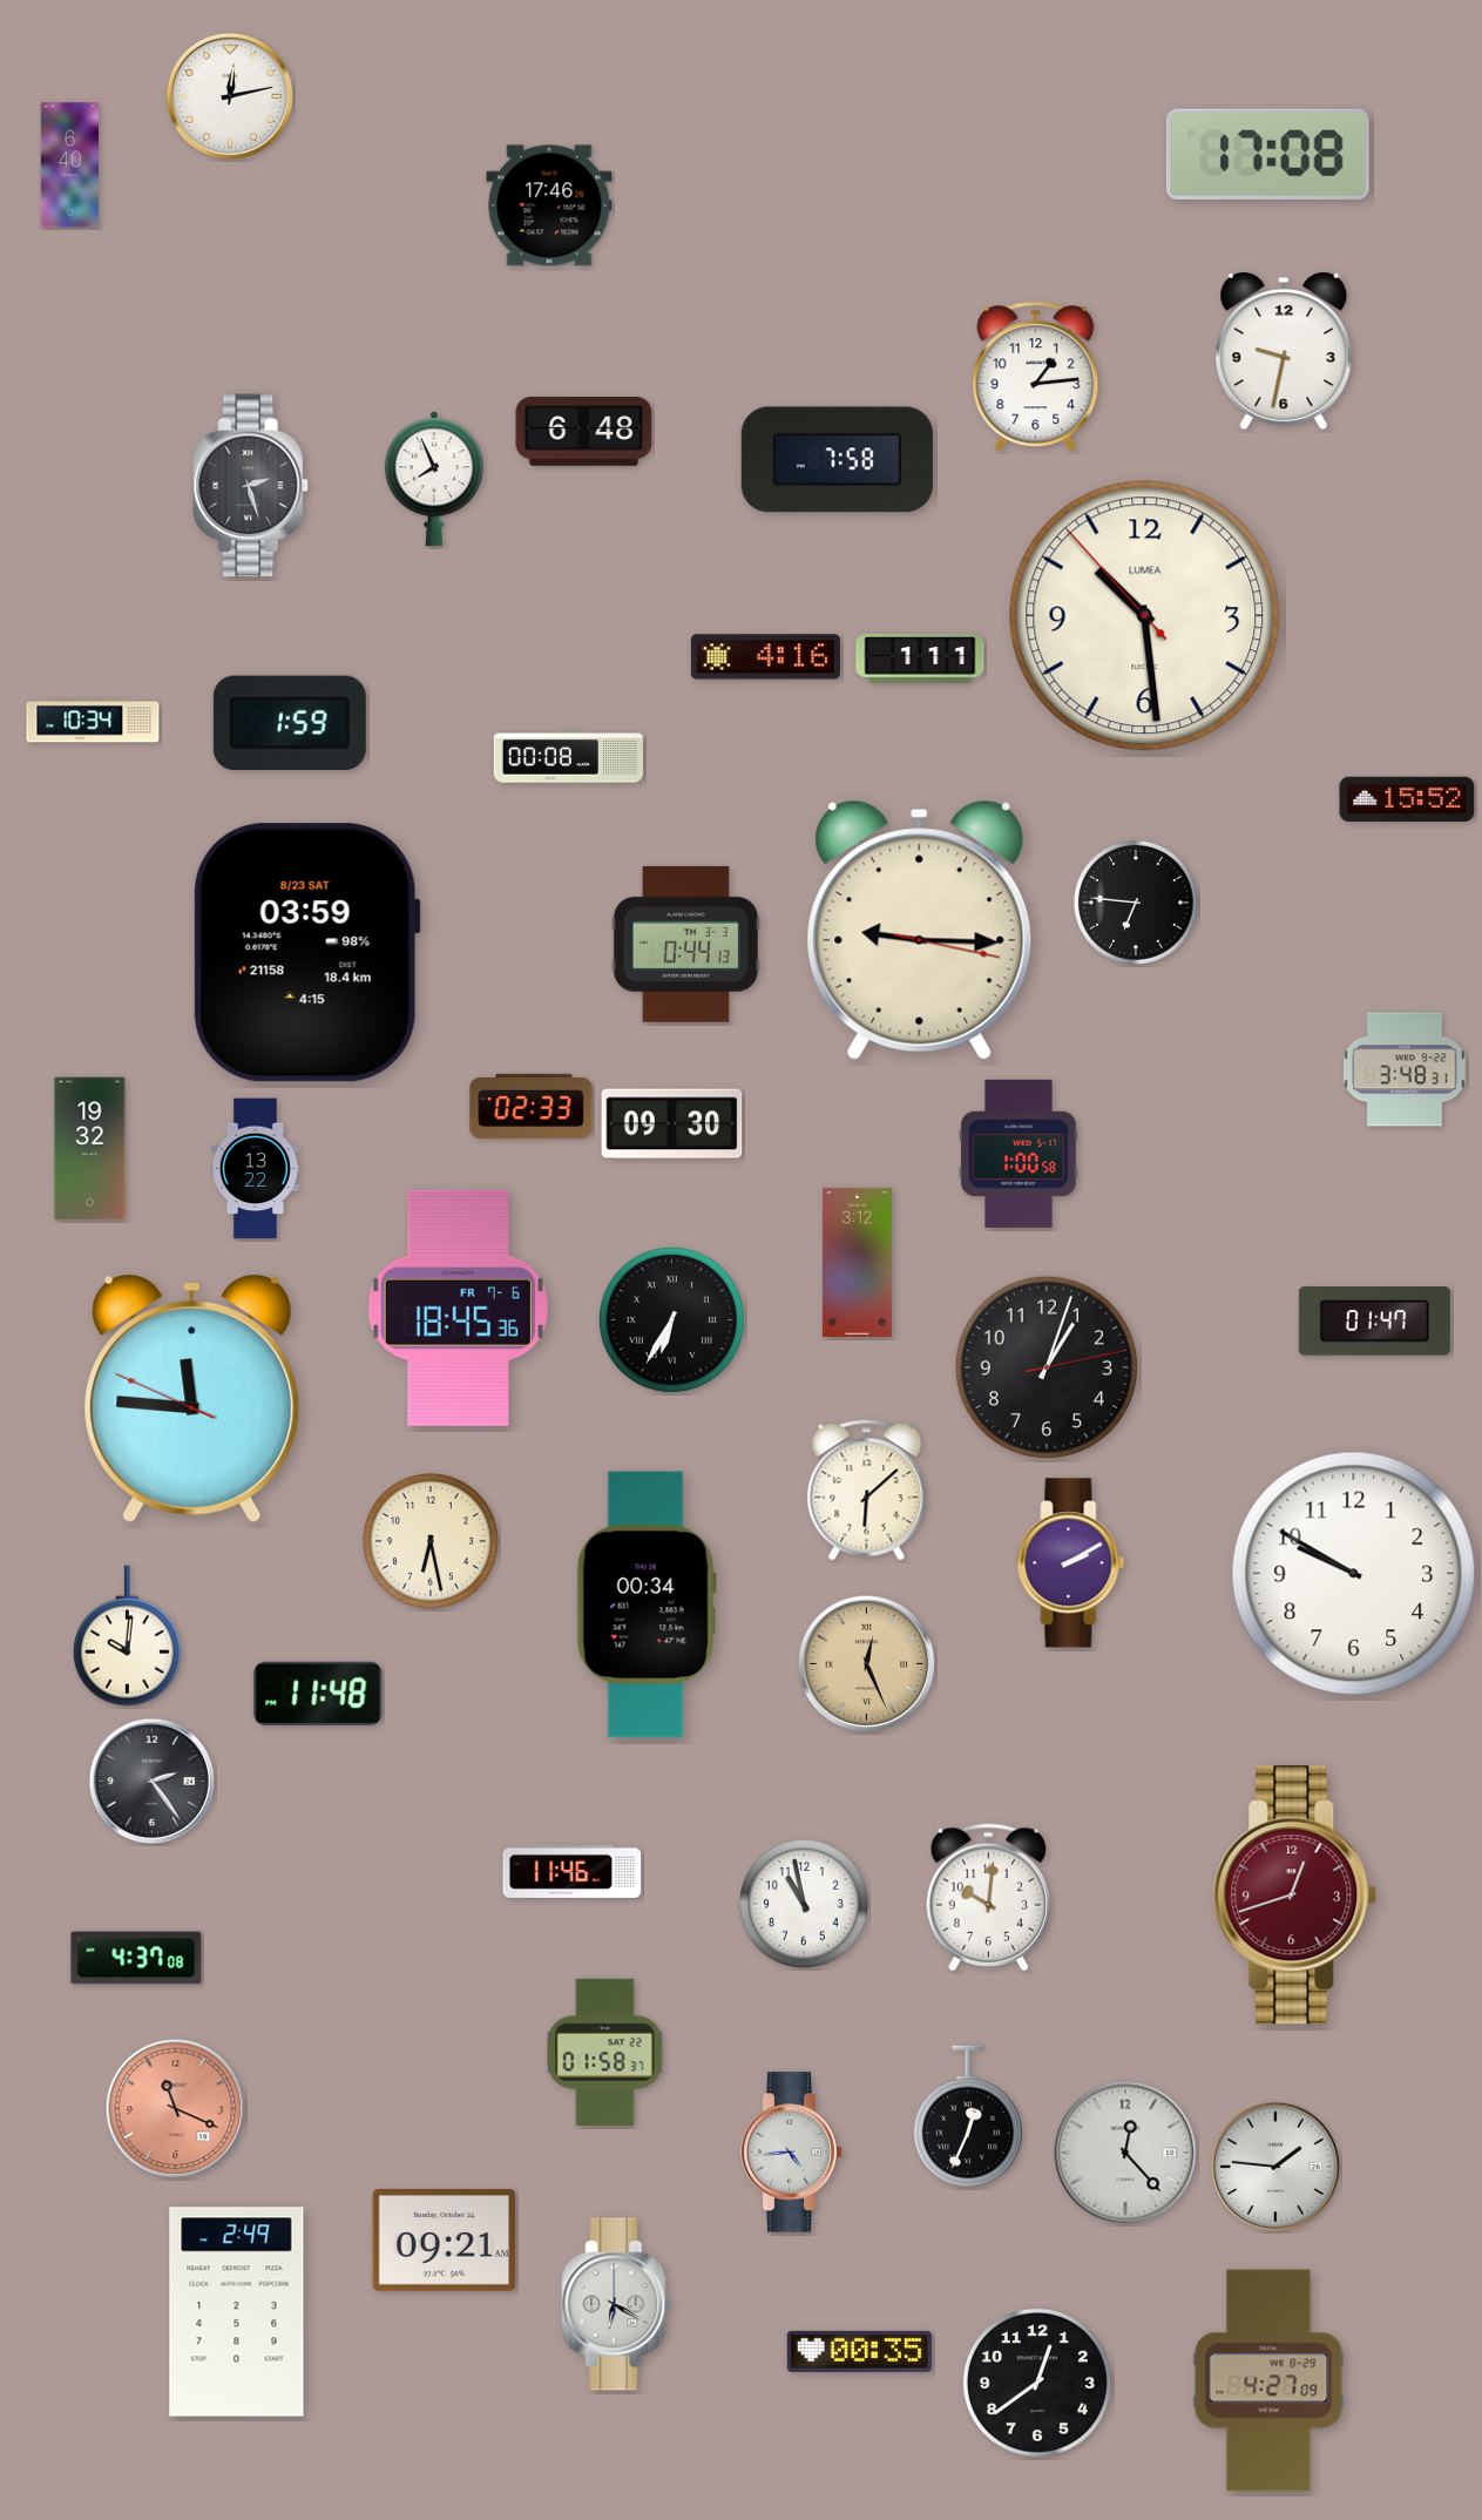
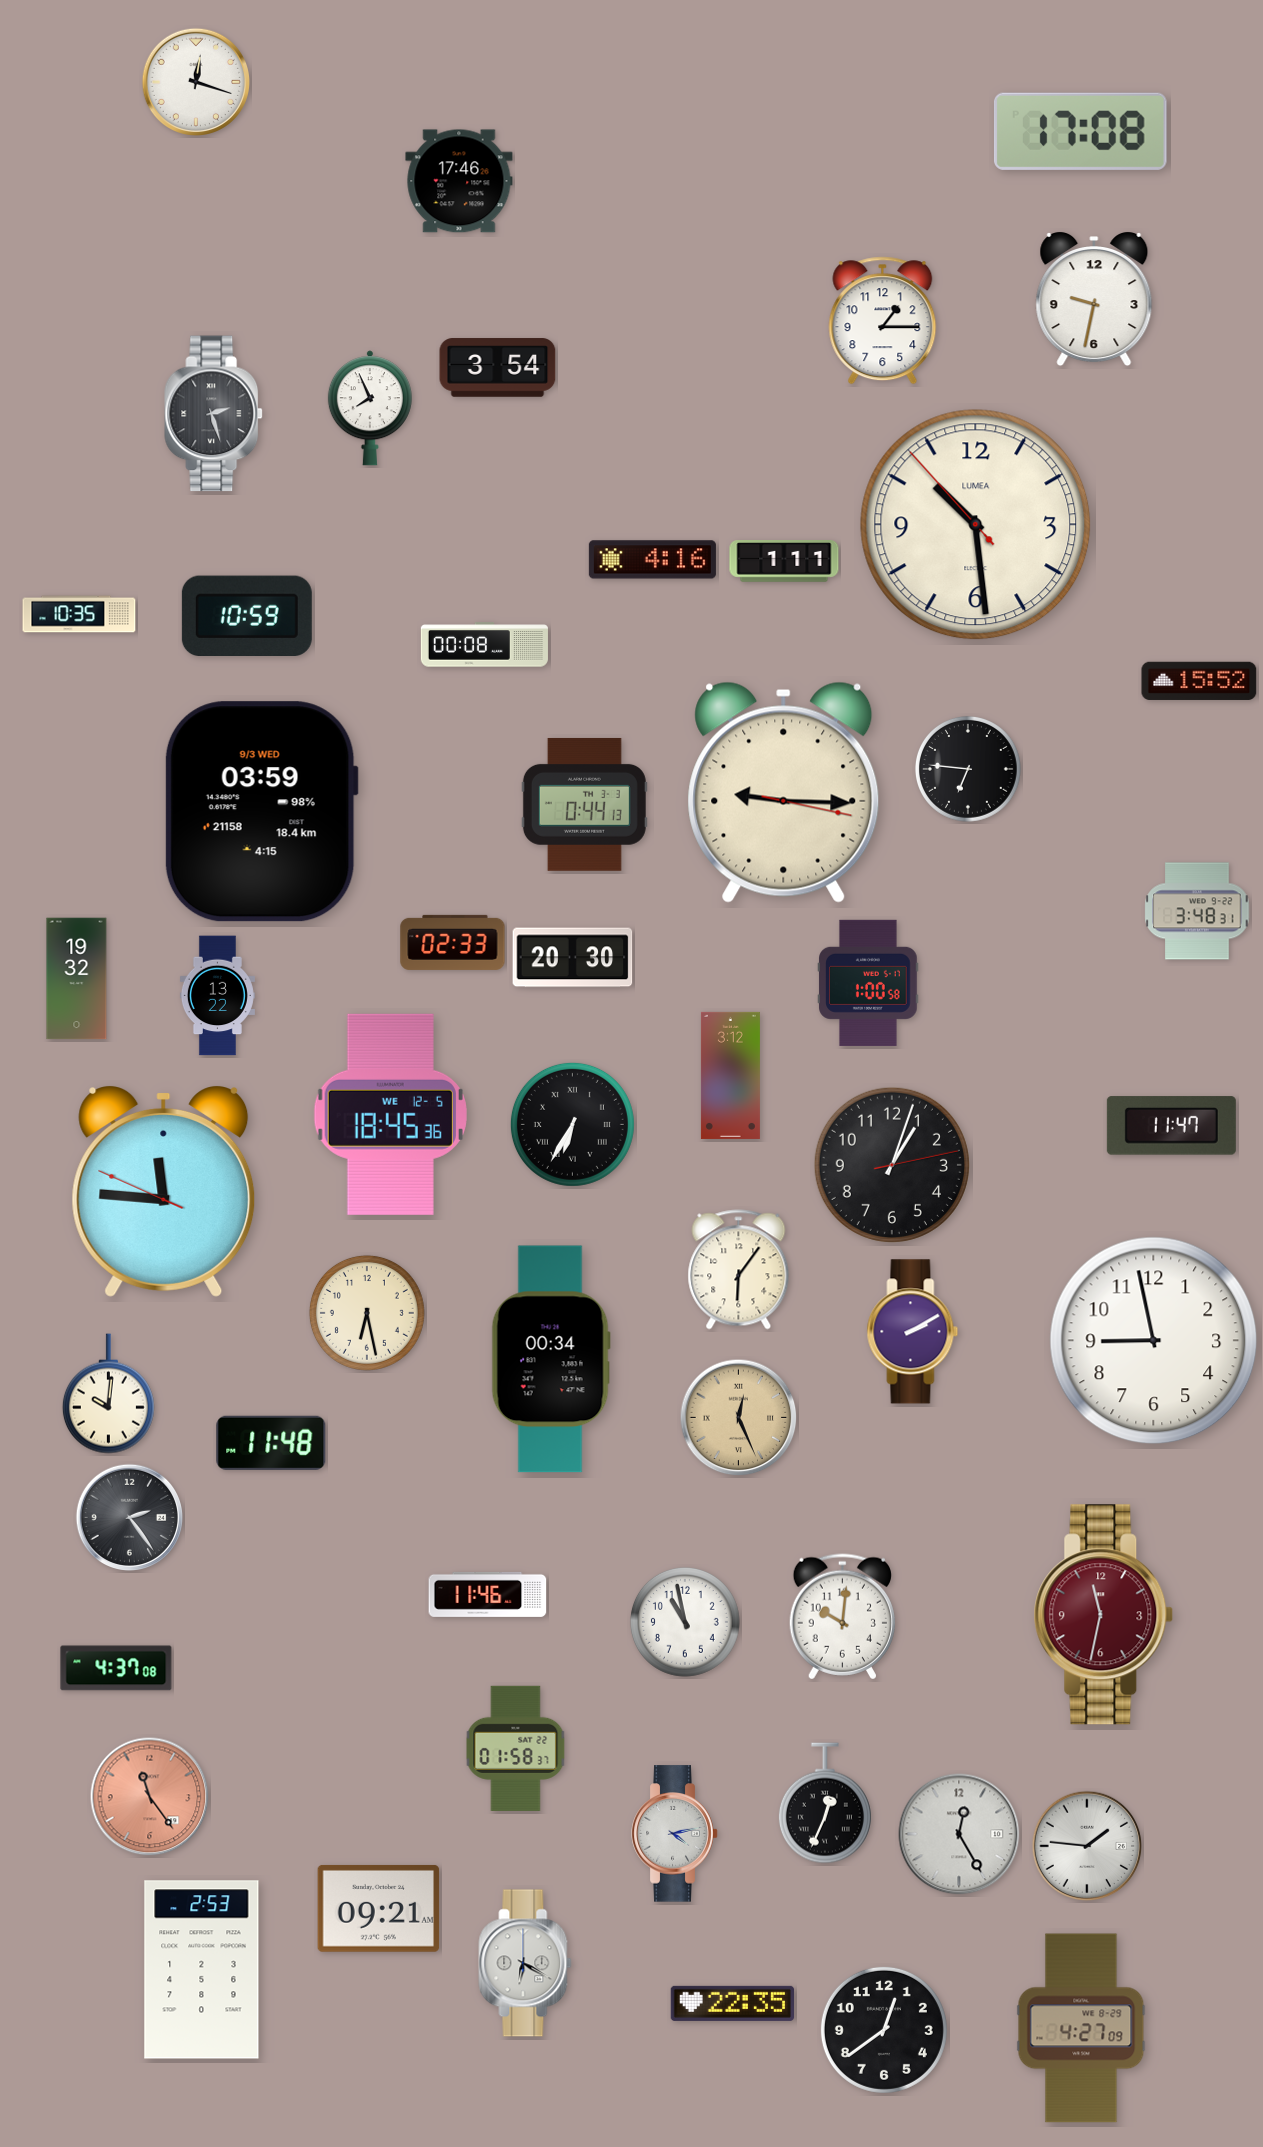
clock at (229, 95): 12:13 -> 12:18
clock at (70, 165): 6:40 -> none
clock at (549, 205) position: (549, 205) -> (459, 181)
clock at (1036, 377): 1:14 -> 1:15
clock at (584, 432): 6:48 -> 3:54
clock at (837, 460): 7:58 -> none
clock at (93, 721): 10:34 -> 10:35
clock at (290, 722): 1:59 -> 10:59
clock at (306, 953) date: 8/23 SAT -> 9/3 WED
clock at (672, 1124): 09:30 -> 20:30
clock at (458, 1308) date: FR 7-6 -> WE 12-5
clock at (1374, 1322): 01:47 -> 11:47
clock at (867, 1491): 6:08 -> 6:06
clock at (1354, 1574): 9:50 -> 8:58
clock at (647, 1604) position: (647, 1604) -> (551, 1359)
clock at (1295, 1896): 12:42 -> 11:32
clock at (176, 2109): 11:19 -> 11:24
clock at (792, 2153): 4:44 -> 4:13
clock at (1125, 2153): 12:23 -> 12:25
clock at (237, 2312): 2:49 -> 2:53
clock at (860, 2351): 00:35 -> 22:35
